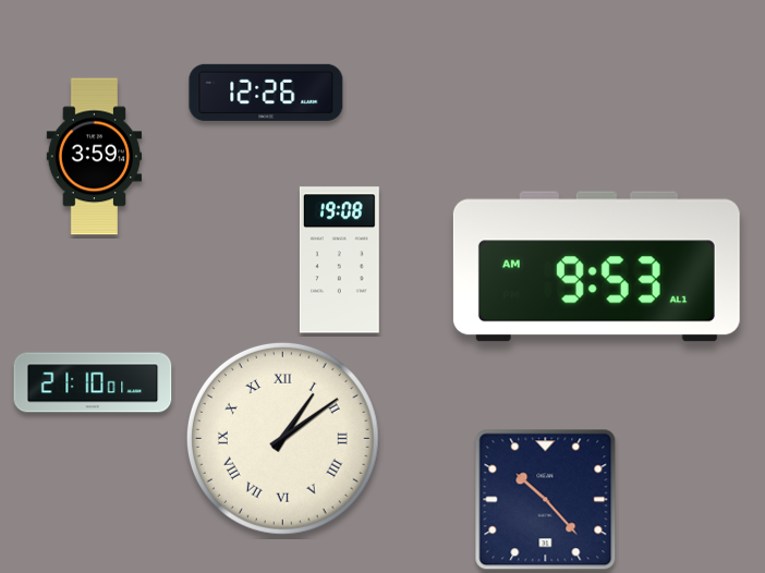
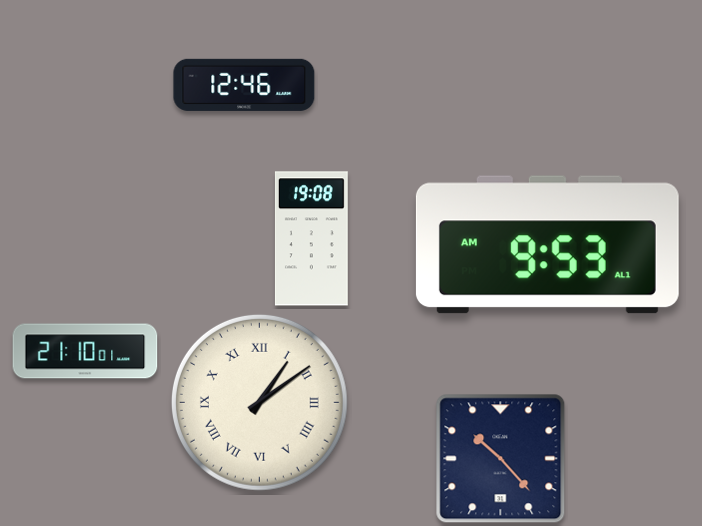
clock at (266, 93): 12:26 -> 12:46
clock at (95, 157): 3:59 -> none
